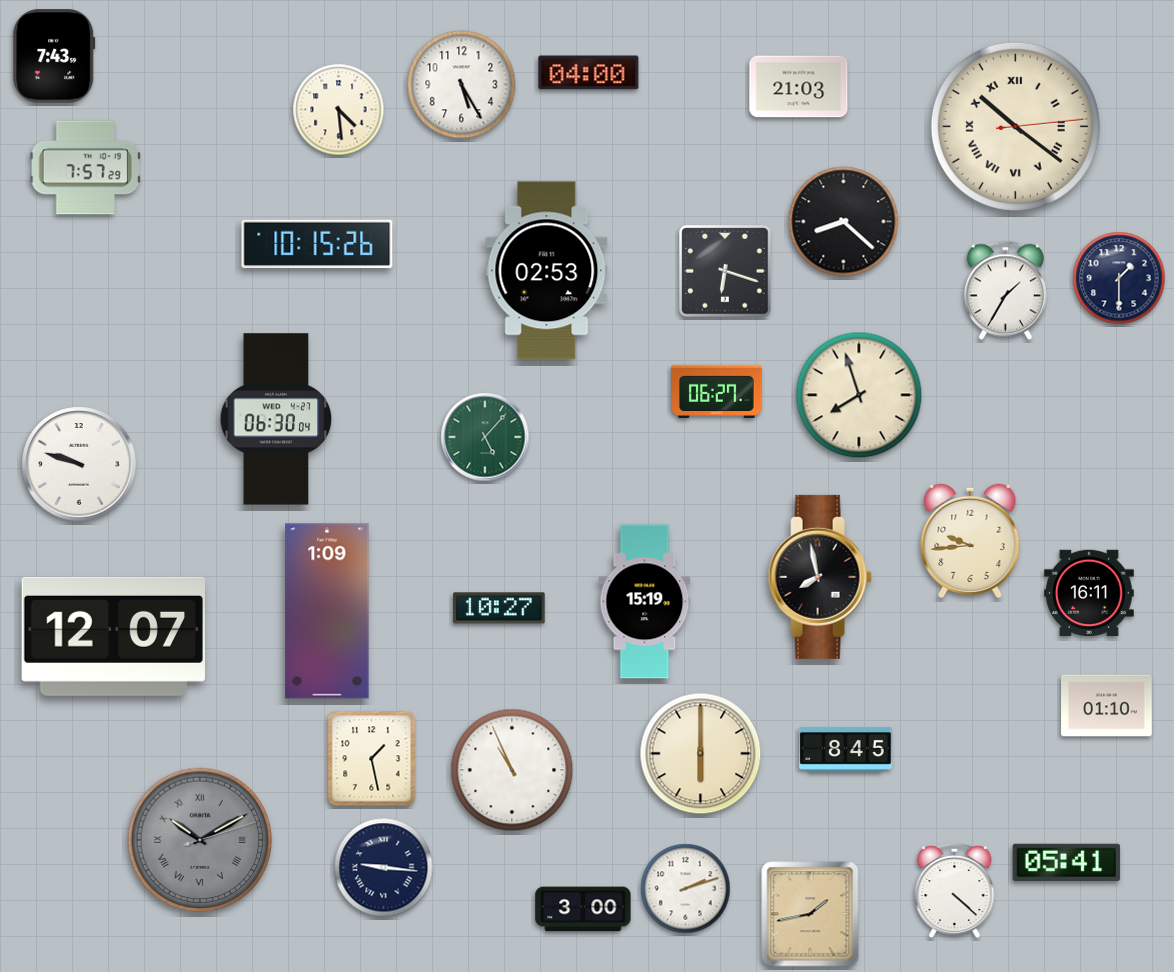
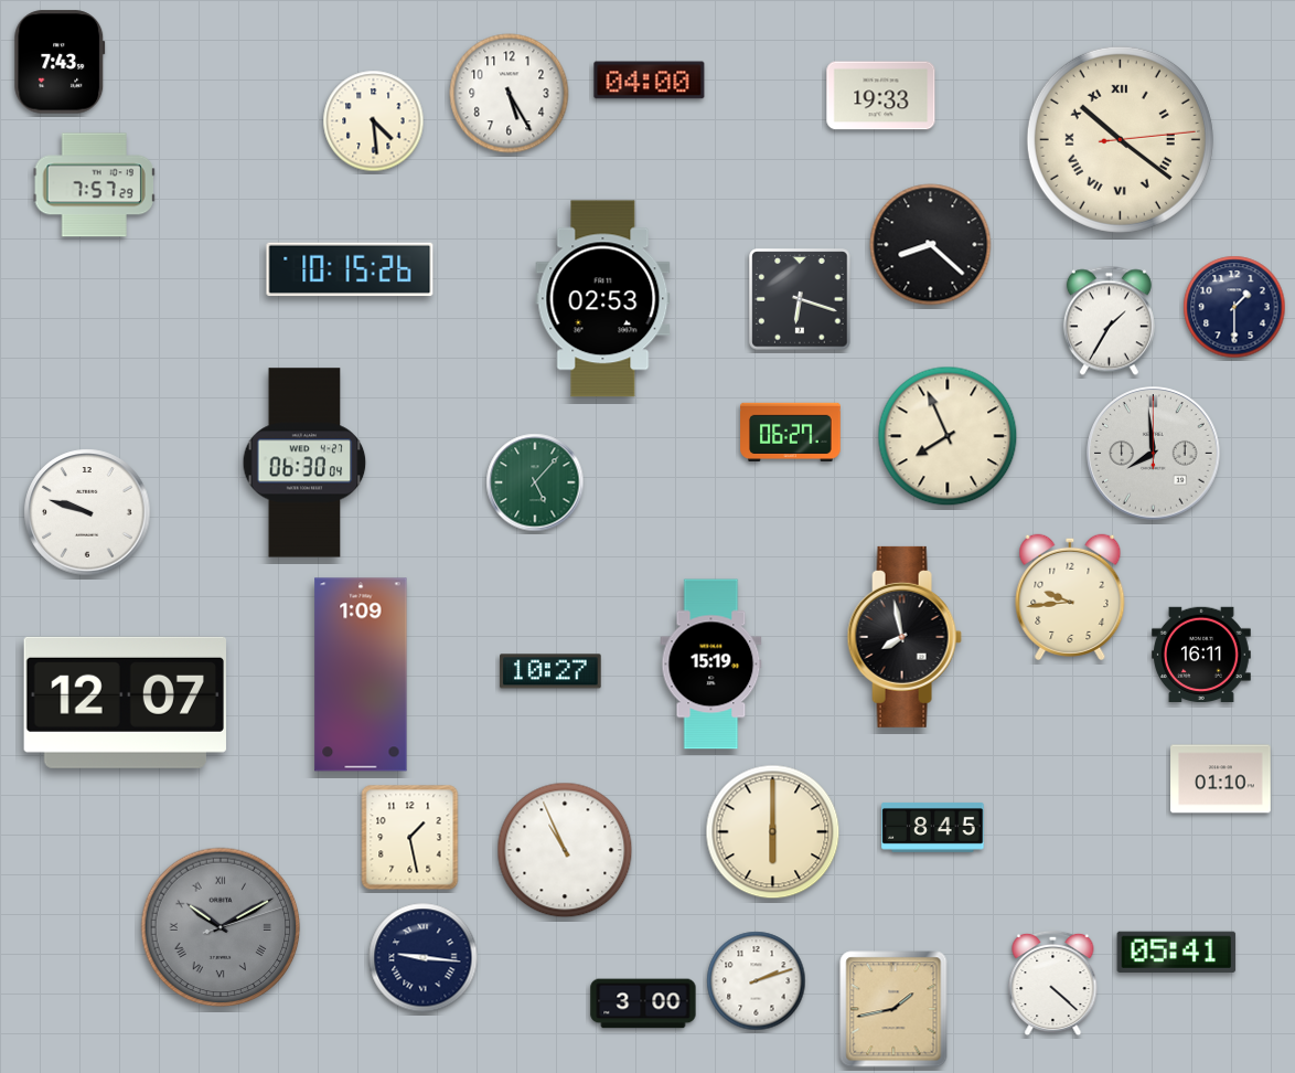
clock at (799, 87): 21:03 -> 19:33
clock at (859, 395): 7:57 -> 7:56
clock at (1154, 454): none -> 7:59
